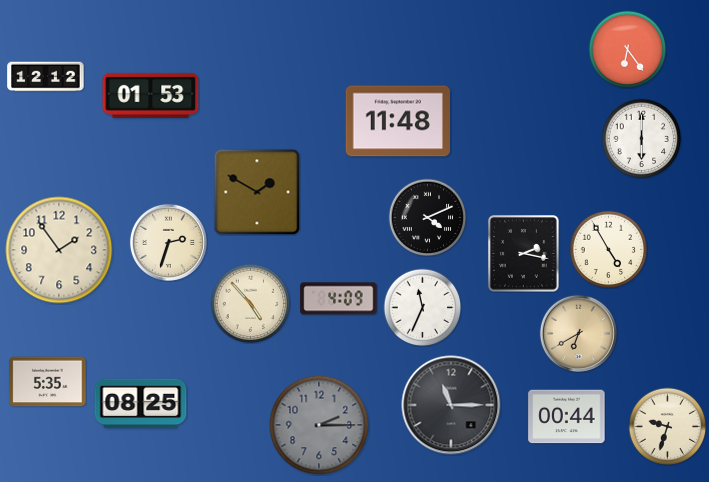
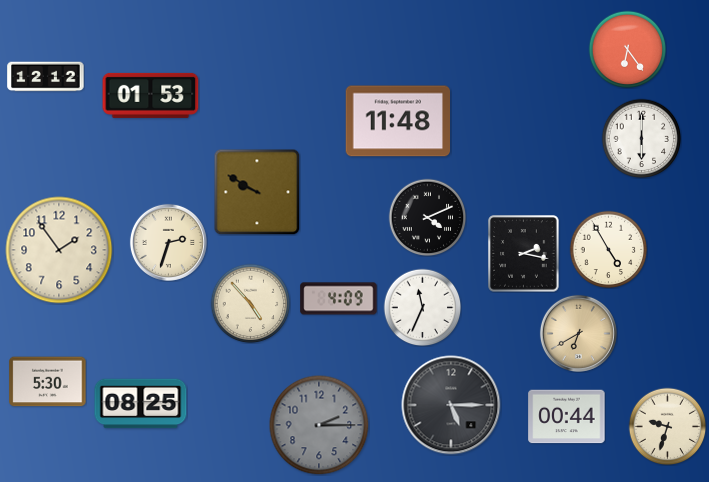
clock at (257, 192): 1:50 -> 9:50
clock at (48, 382): 5:35 -> 5:30
clock at (451, 405): 11:15 -> 5:15
